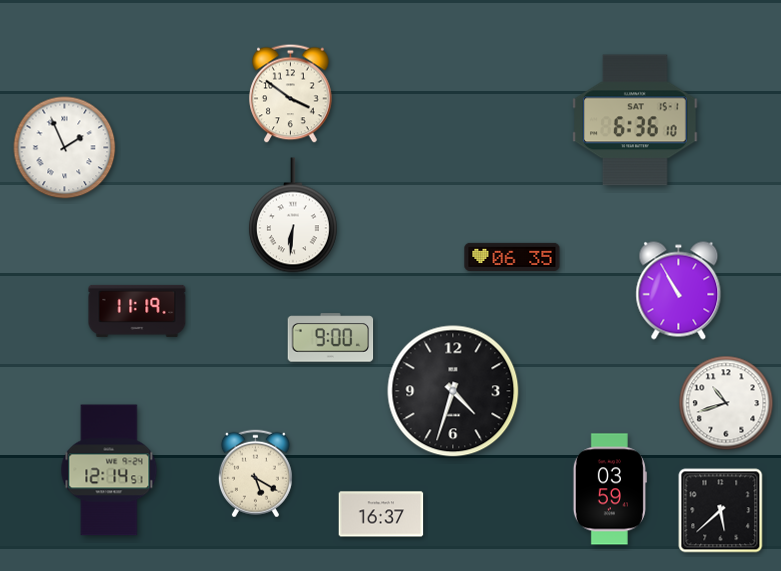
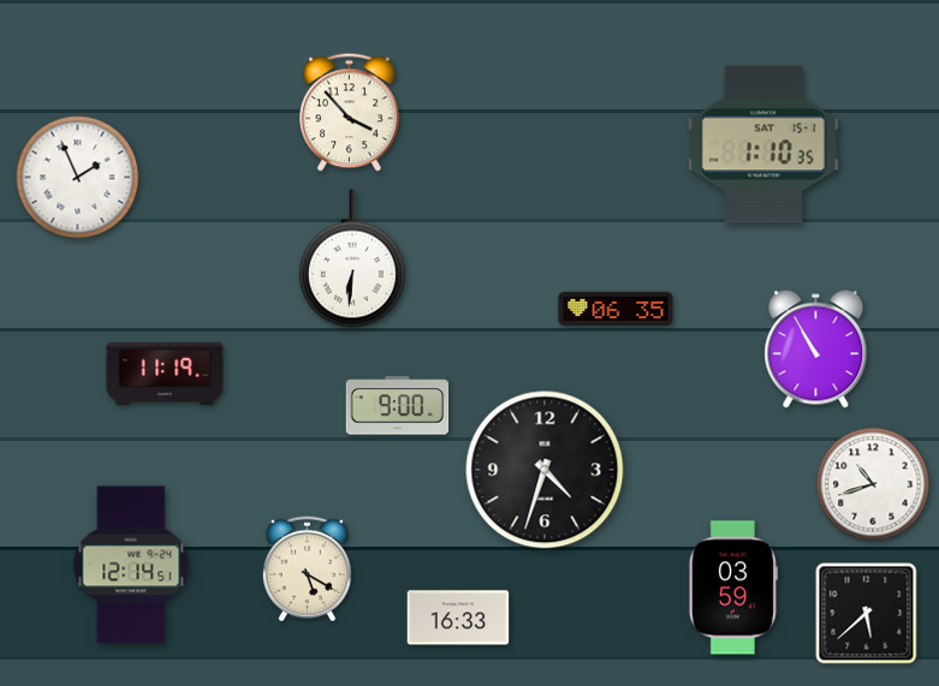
clock at (291, 94): 3:51 -> 3:53
clock at (635, 120): 6:36 -> 1:10
clock at (381, 514): 16:37 -> 16:33
